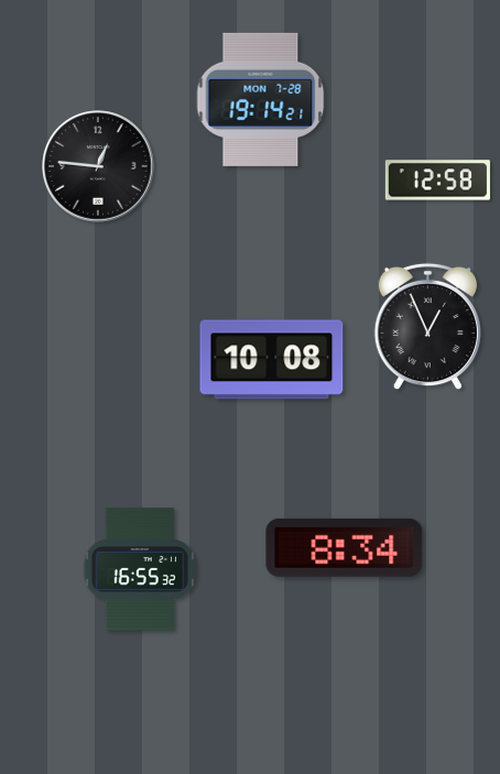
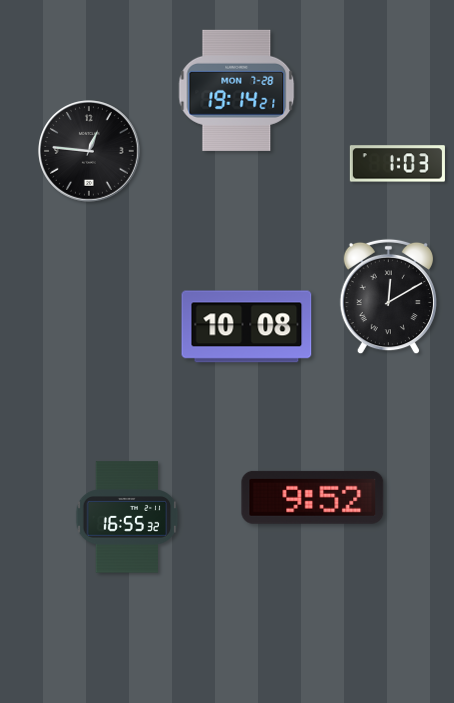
clock at (437, 181): 12:58 -> 1:03
clock at (427, 327): 12:56 -> 12:10
clock at (345, 547): 8:34 -> 9:52
